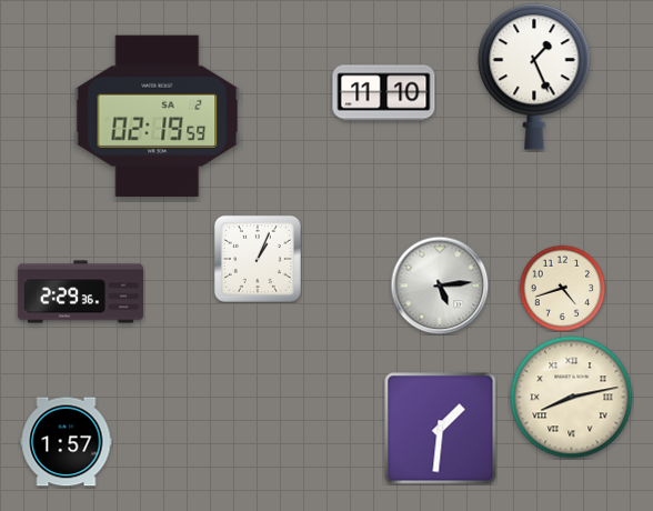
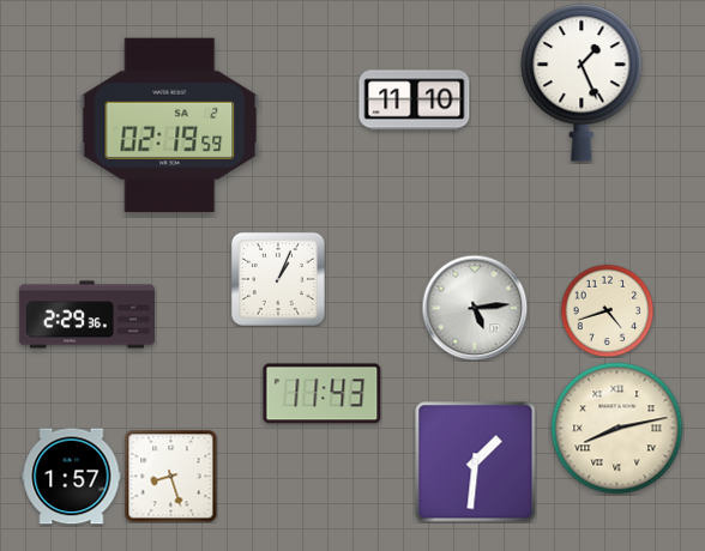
clock at (534, 77) position: (534, 77) -> (582, 83)
clock at (323, 394): none -> 11:43
clock at (170, 476): none -> 8:27
